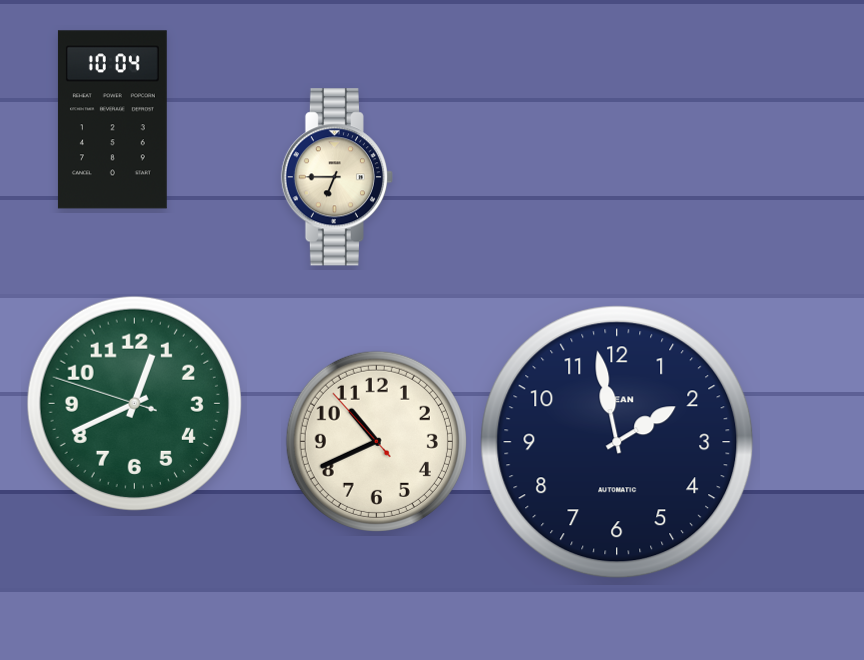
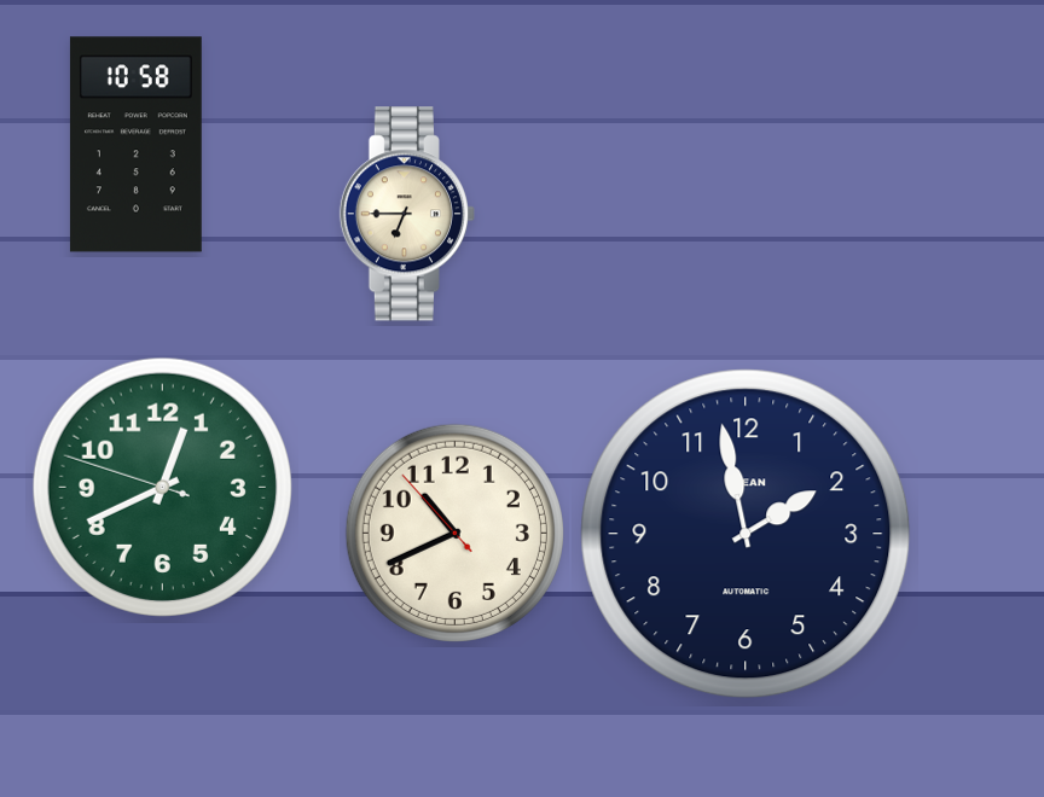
clock at (112, 120): 10:04 -> 10:58
